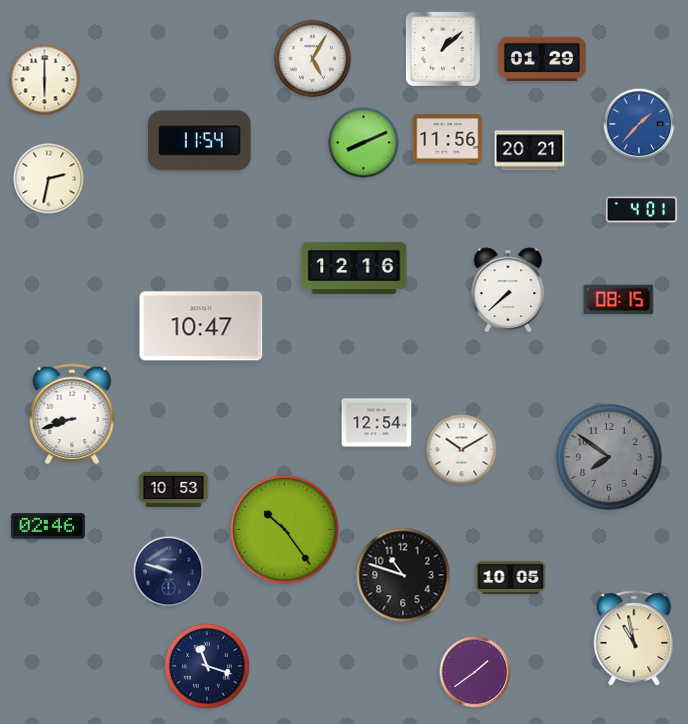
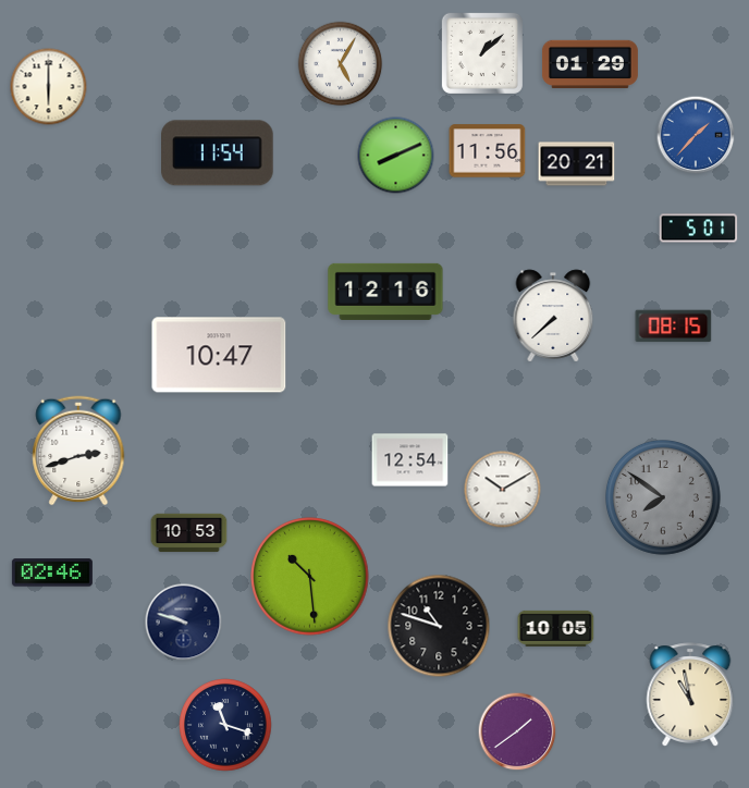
clock at (49, 179): 2:32 -> none
clock at (642, 210): 4:01 -> 5:01
clock at (72, 414): 8:42 -> 2:42
clock at (285, 530): 10:24 -> 10:29
